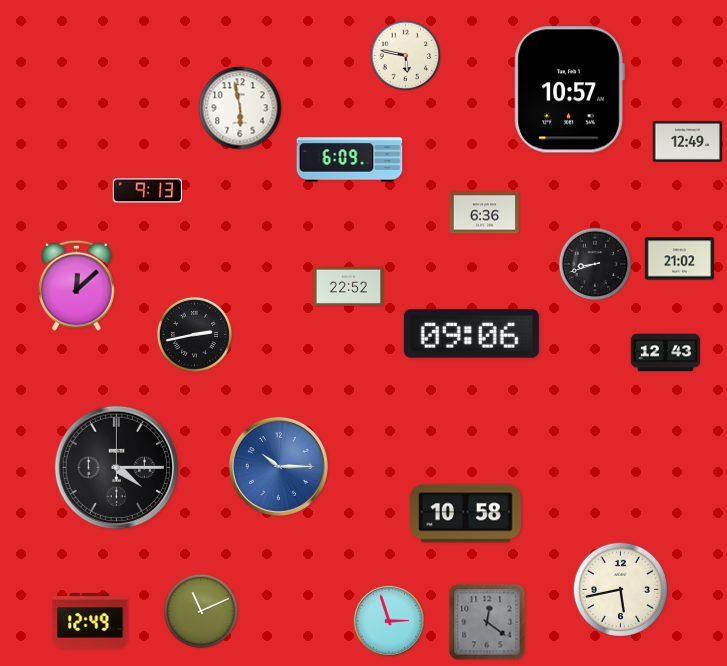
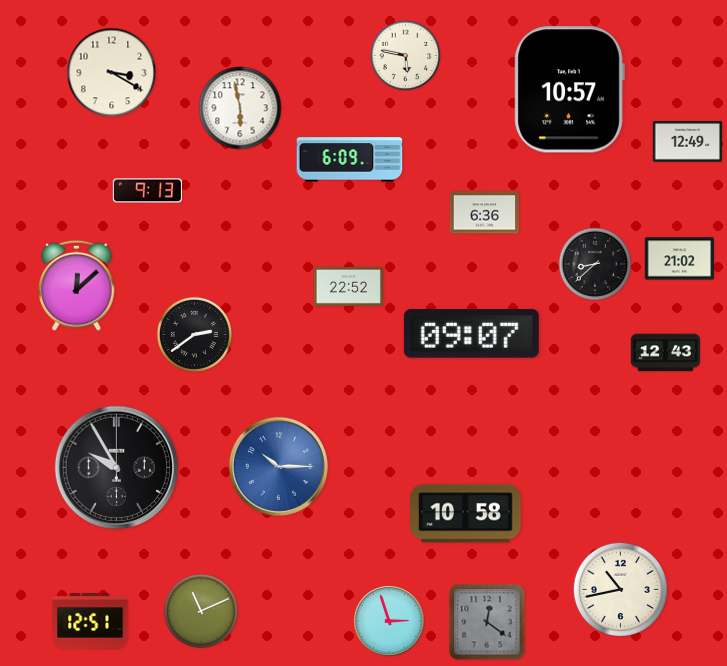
clock at (112, 73): none -> 3:20
clock at (595, 264): 8:42 -> 8:38
clock at (194, 334): 2:43 -> 2:39
clock at (471, 334): 09:06 -> 09:07
clock at (116, 467): 4:15 -> 9:55
clock at (620, 589): 5:43 -> 10:43
clock at (90, 622): 12:49 -> 12:51
